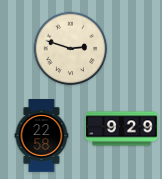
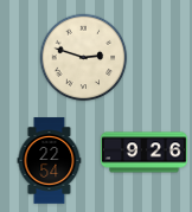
clock at (122, 129): 9:29 -> 9:26
clock at (42, 136): 22:58 -> 22:54
